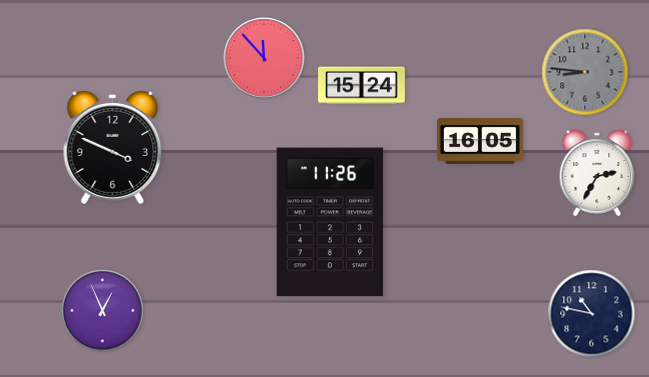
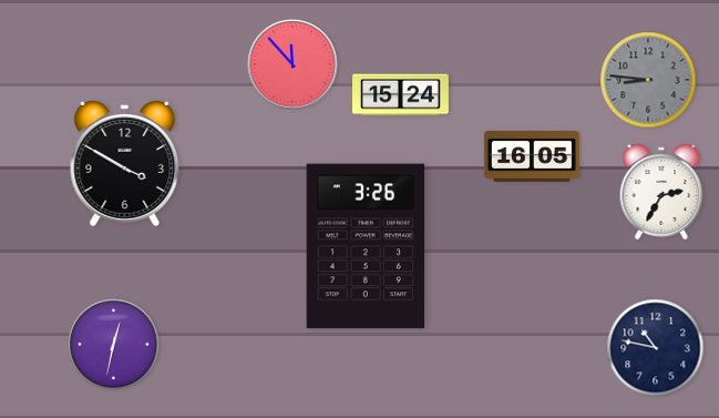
clock at (113, 147): 3:49 -> 3:50
clock at (330, 222): 11:26 -> 3:26
clock at (103, 311): 12:56 -> 12:32
